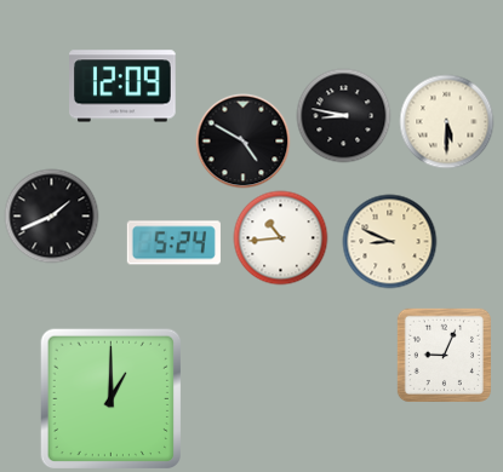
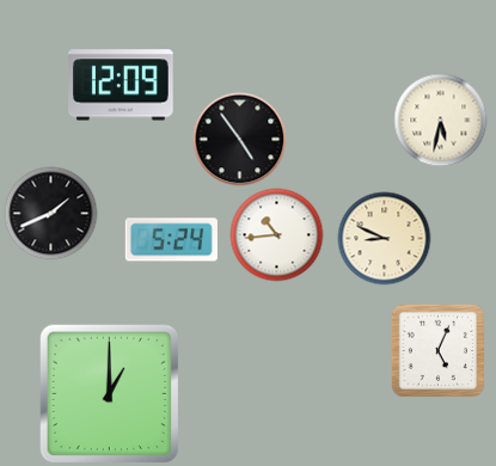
clock at (343, 115): 8:47 -> none
clock at (446, 121): 5:30 -> 5:32
clock at (242, 140): 4:50 -> 4:54
clock at (444, 355): 9:04 -> 5:04
